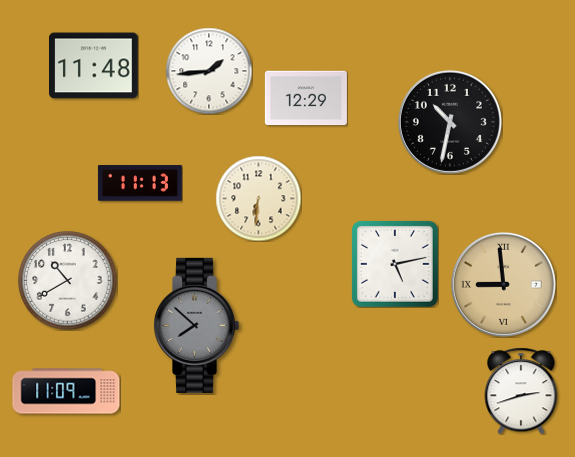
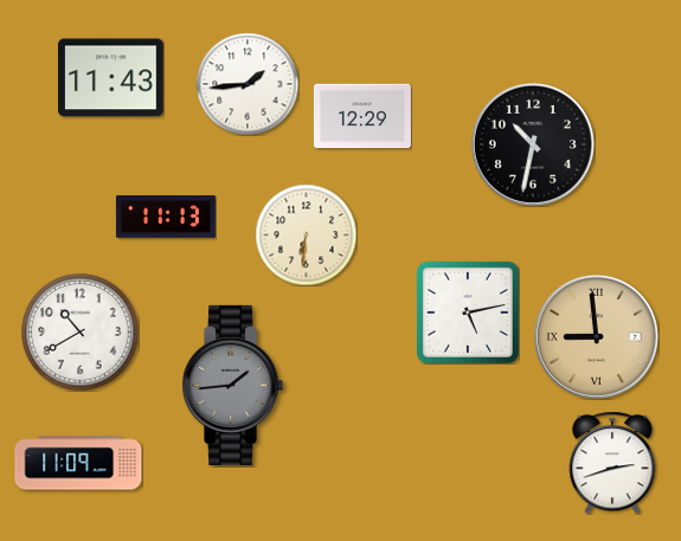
clock at (94, 66): 11:48 -> 11:43
clock at (197, 325): 7:52 -> 1:44
clock at (521, 391) position: (521, 391) -> (612, 463)
